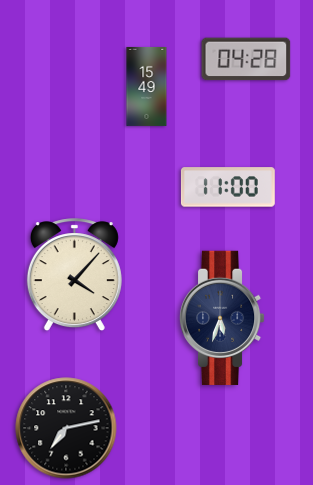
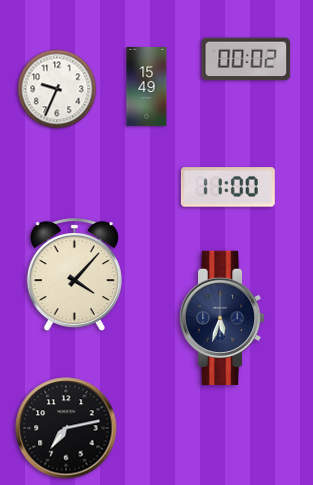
clock at (246, 59): 04:28 -> 00:02
clock at (57, 89): none -> 9:34
